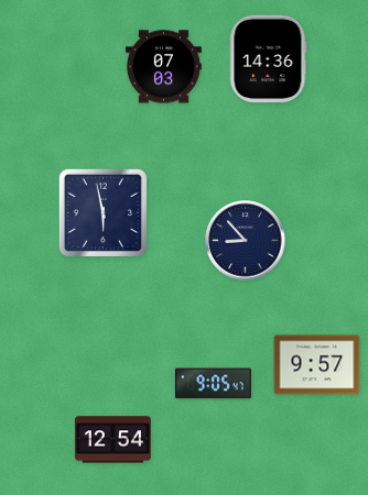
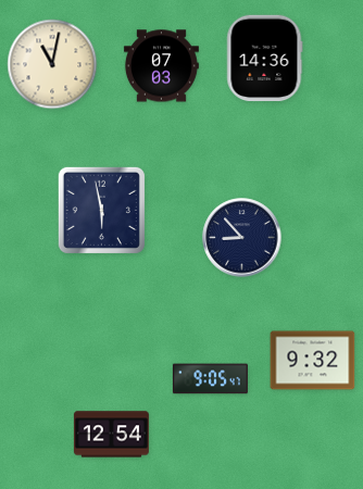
clock at (52, 64): none -> 11:02
clock at (317, 365): 9:57 -> 9:32
